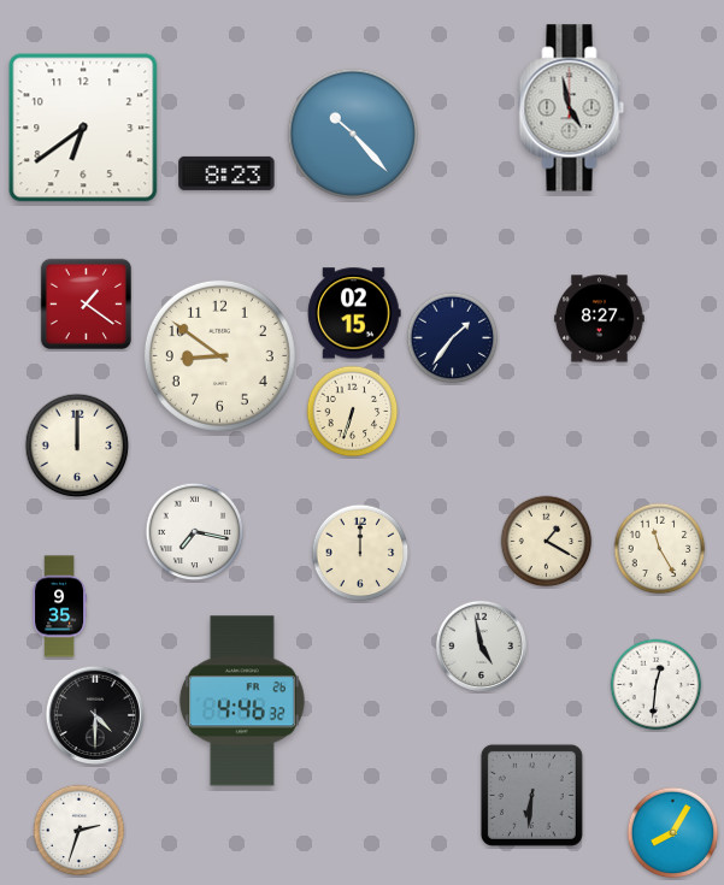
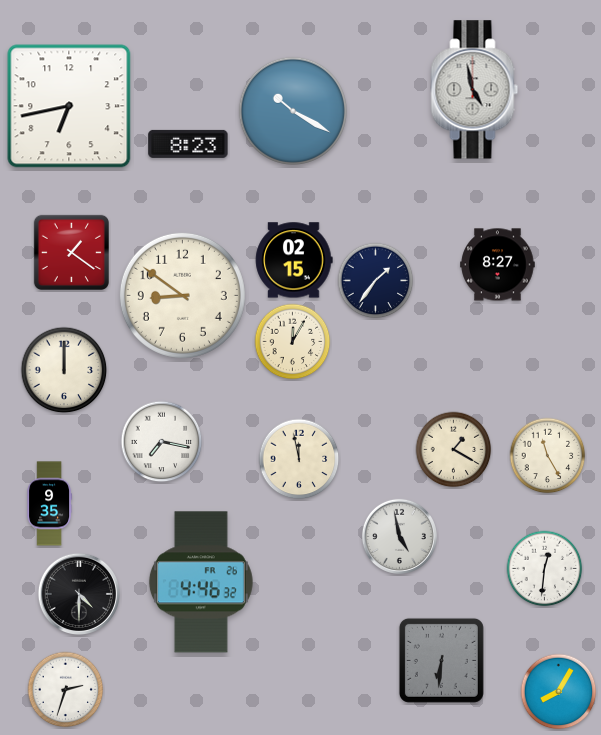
clock at (83, 128): 6:39 -> 6:43
clock at (353, 134): 10:23 -> 10:20
clock at (353, 412): 6:33 -> 12:05
clock at (360, 553): 12:00 -> 11:58
